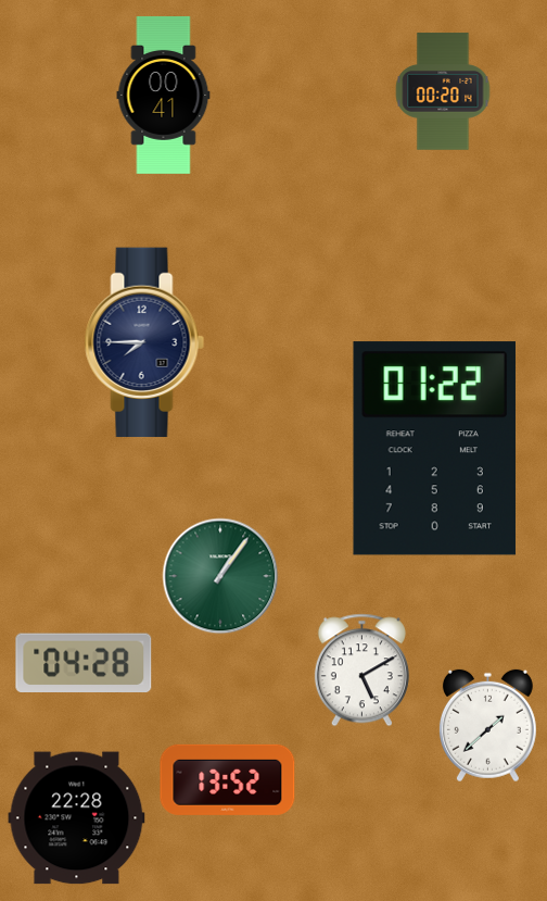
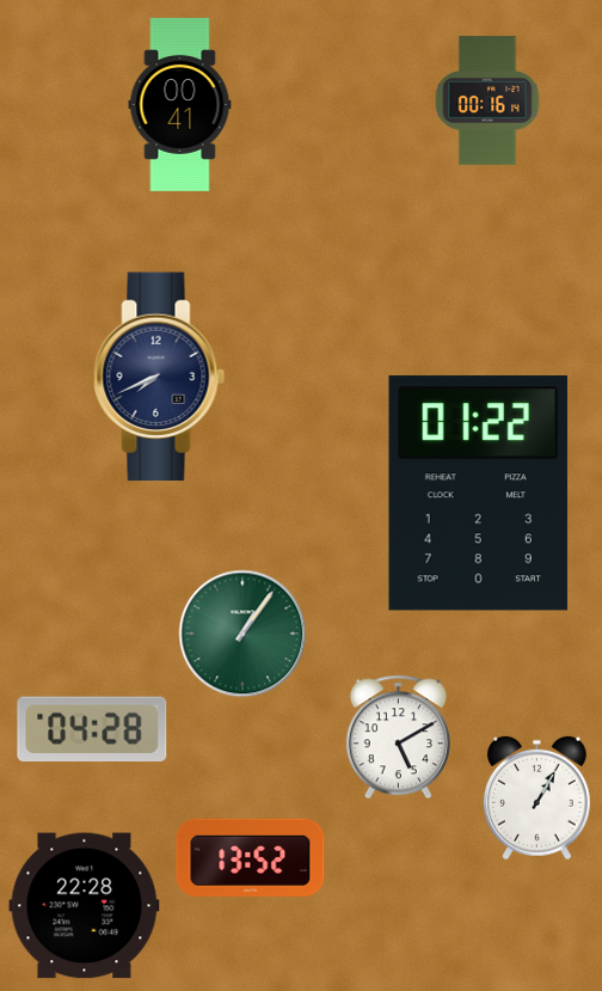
clock at (443, 91): 00:20 -> 00:16
clock at (144, 342): 7:45 -> 7:41
clock at (487, 726): 1:38 -> 1:05
clock at (77, 818) position: (77, 818) -> (85, 906)
